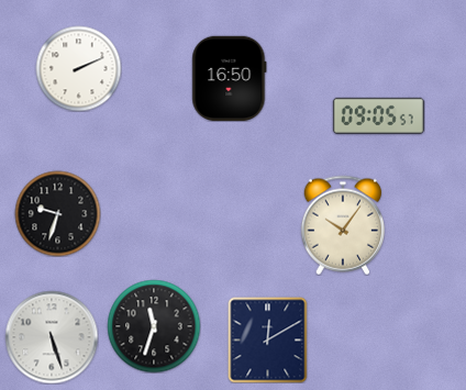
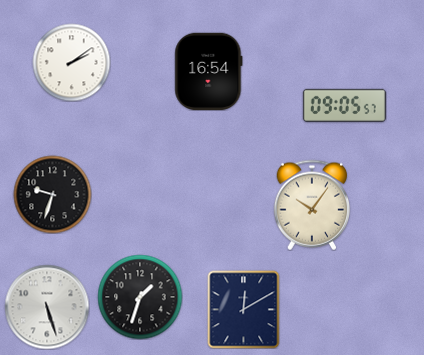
clock at (78, 68): 2:11 -> 2:09
clock at (230, 78): 16:50 -> 16:54
clock at (154, 326): 11:33 -> 1:33
